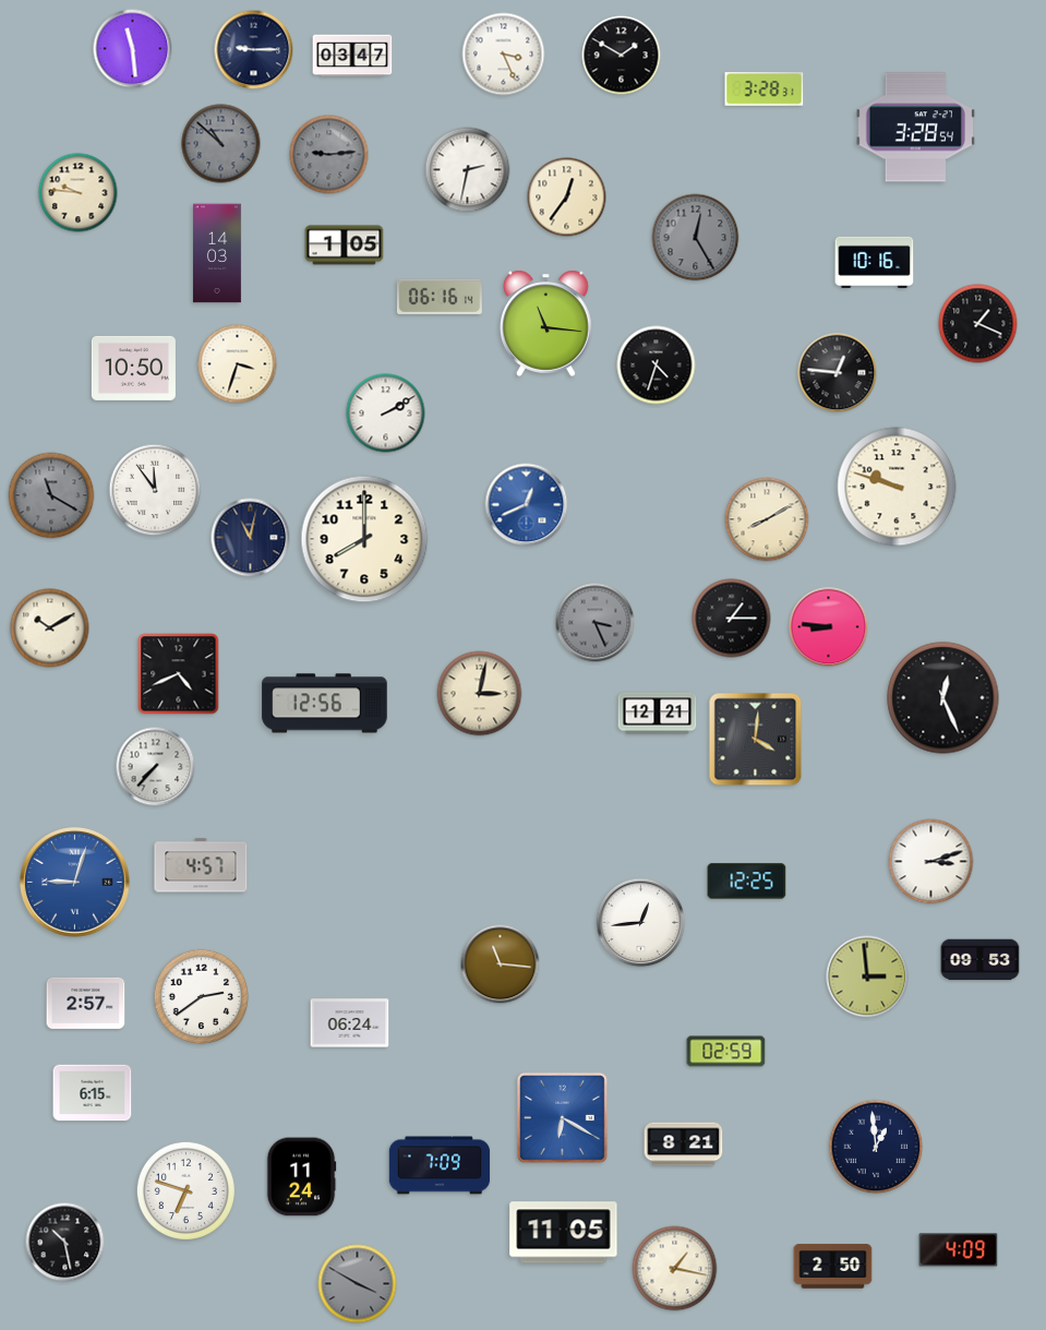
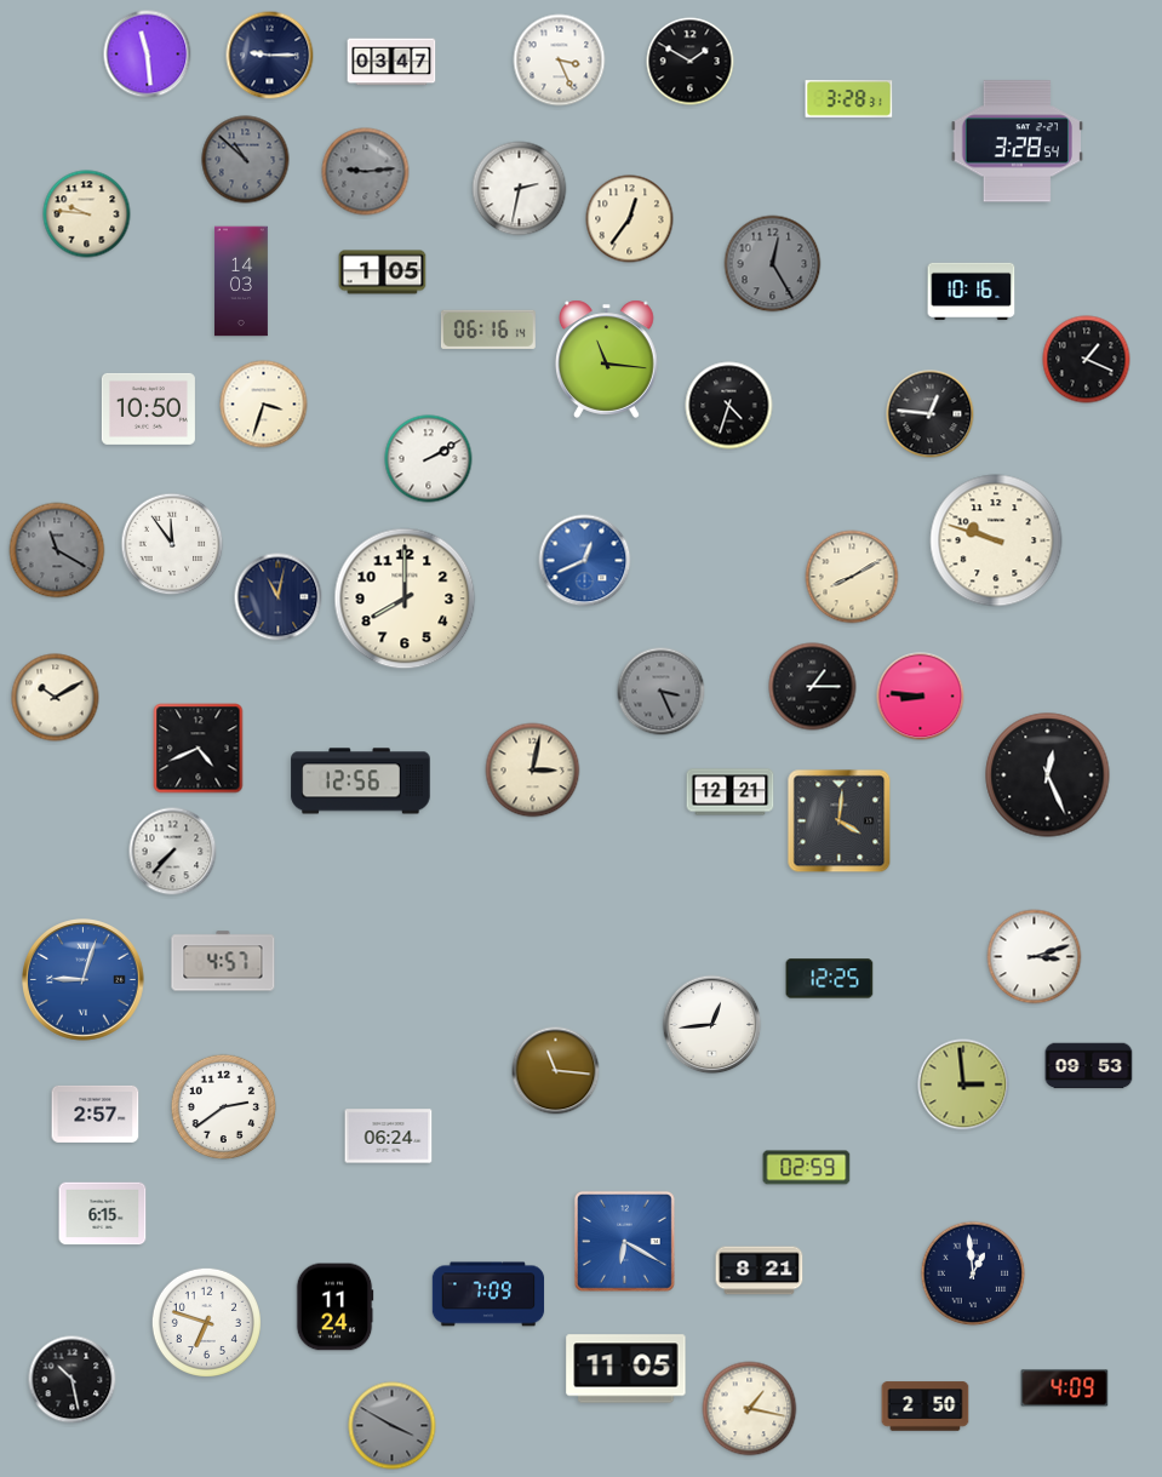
clock at (254, 50) position: (254, 50) -> (270, 56)
clock at (358, 1284) position: (358, 1284) -> (393, 1426)
